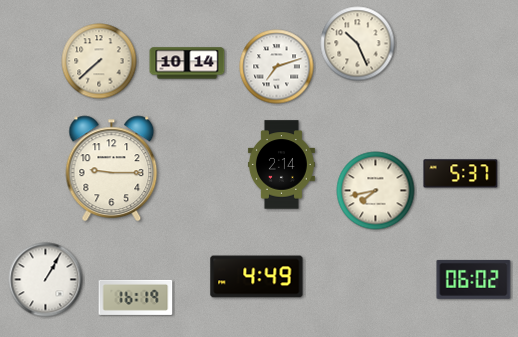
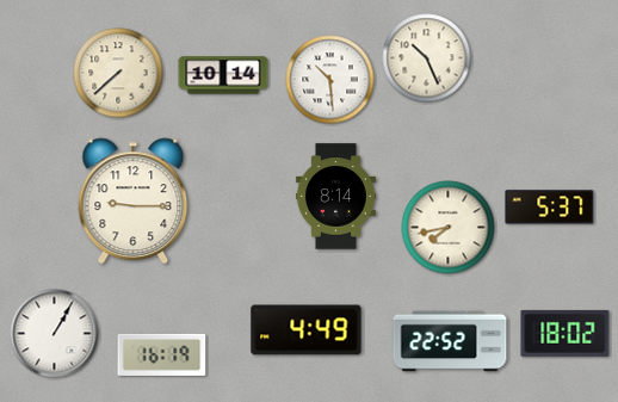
clock at (358, 44) position: (358, 44) -> (427, 58)
clock at (277, 67): 7:12 -> 10:29
clock at (281, 165): 2:14 -> 8:14
clock at (474, 279): 06:02 -> 18:02
clock at (450, 341): none -> 22:52
